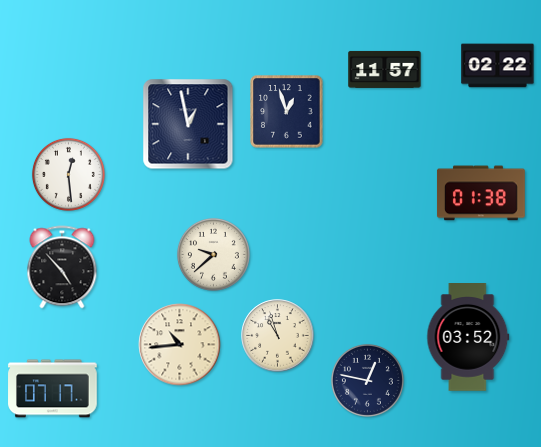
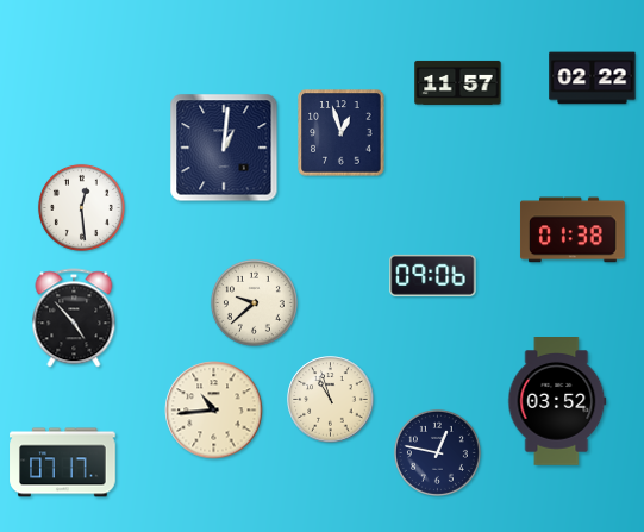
clock at (188, 124): 12:58 -> 1:01
clock at (433, 275): none -> 09:06
